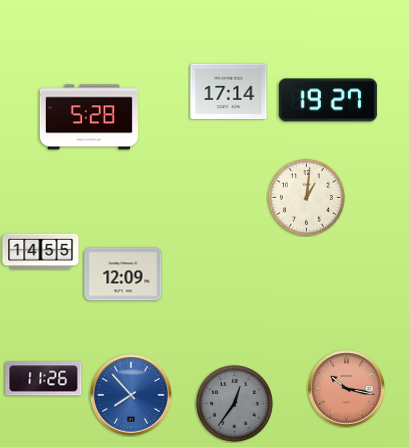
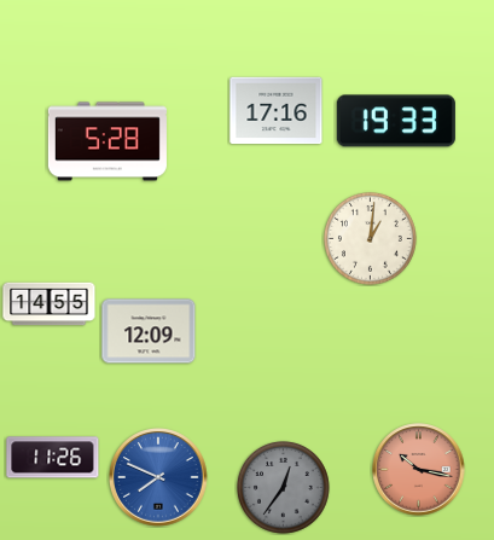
clock at (229, 92): 17:14 -> 17:16
clock at (328, 100): 19:27 -> 19:33
clock at (132, 396): 7:53 -> 7:49
